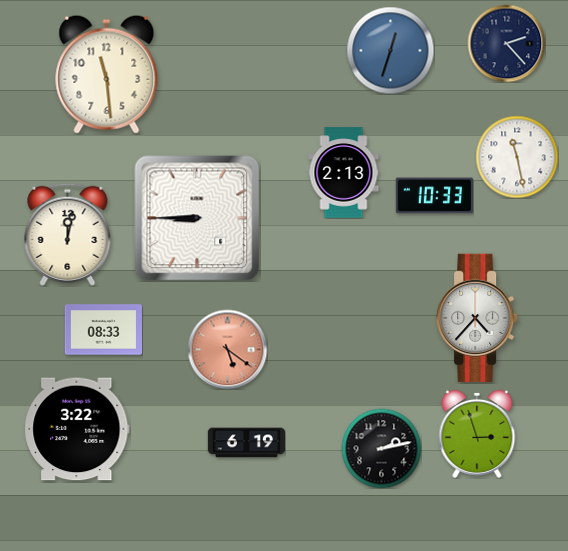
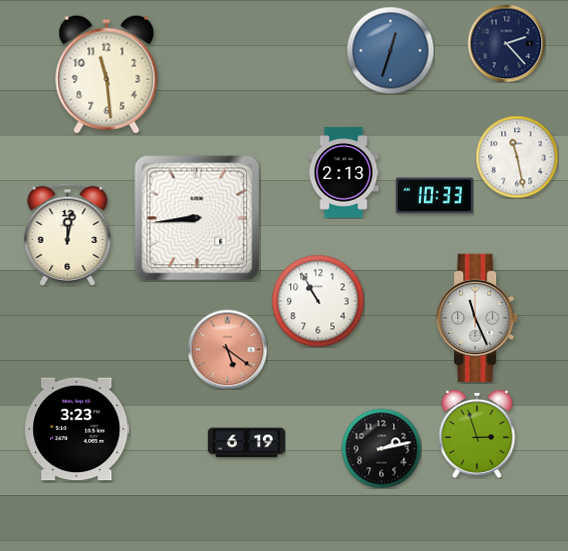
clock at (197, 218): 8:45 -> 8:44
clock at (318, 301): none -> 10:55
clock at (477, 318): 4:37 -> 11:26
clock at (103, 330): 08:33 -> none
clock at (77, 429): 3:22 -> 3:23
